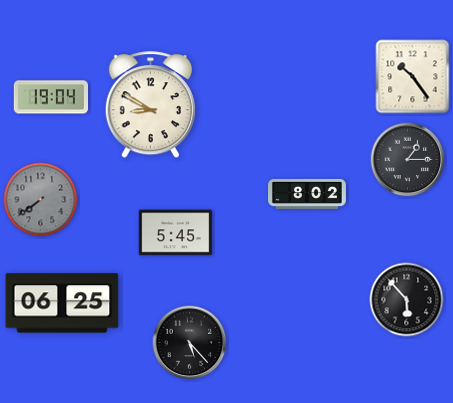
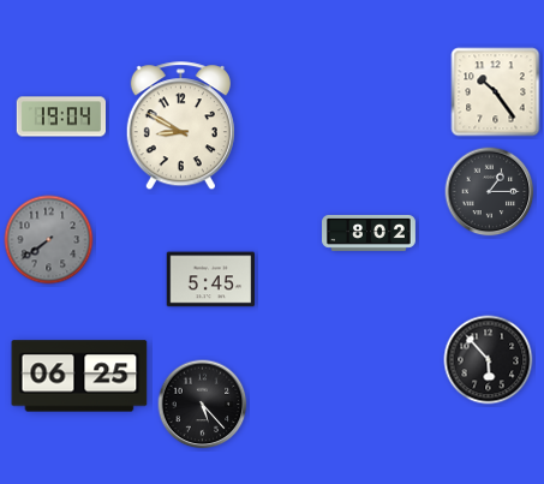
clock at (62, 303) position: (62, 303) -> (79, 376)
clock at (190, 343) position: (190, 343) -> (203, 405)
